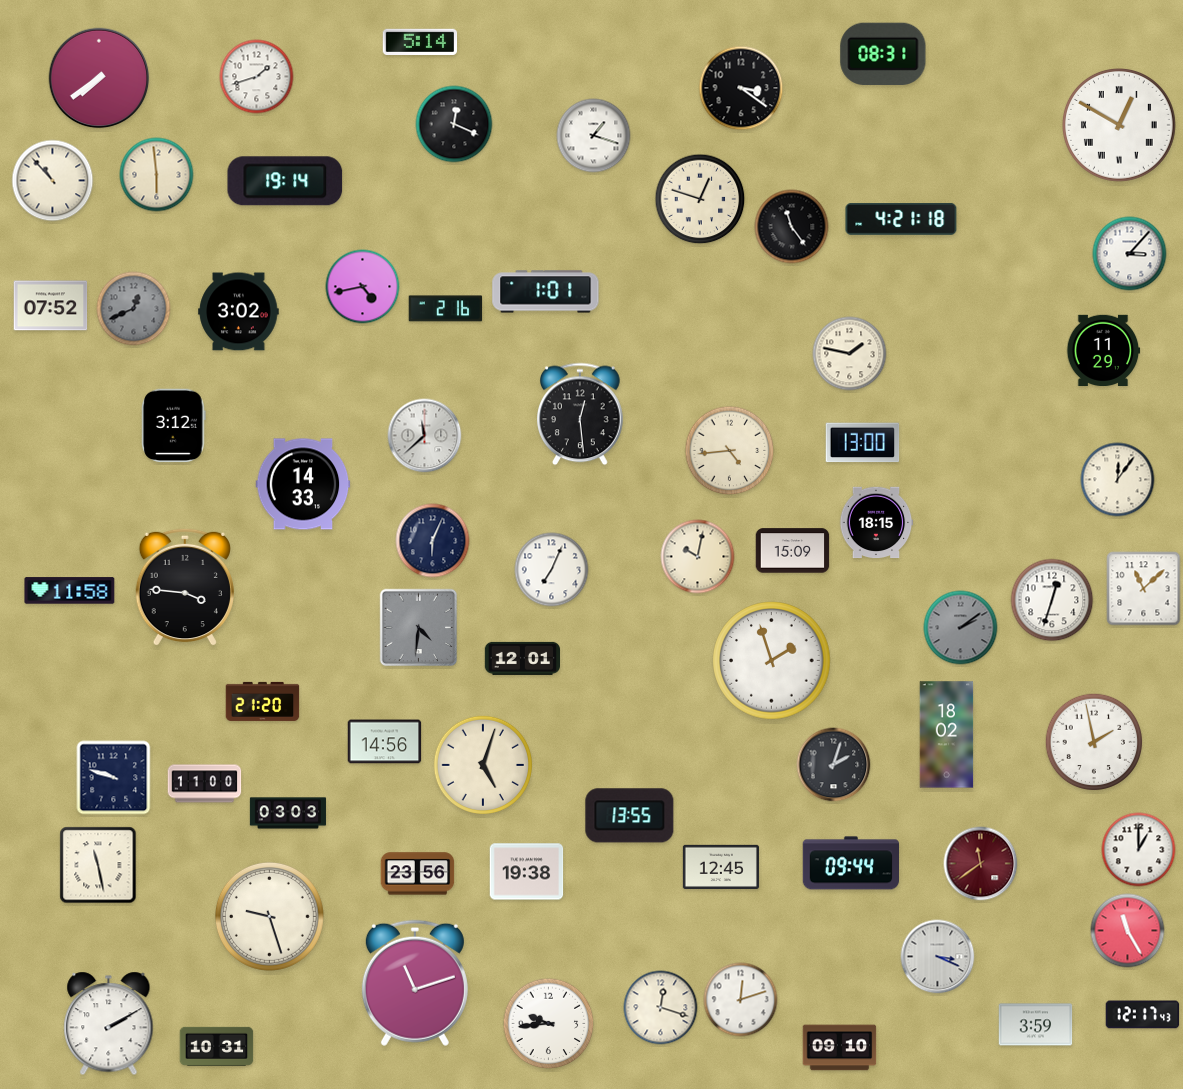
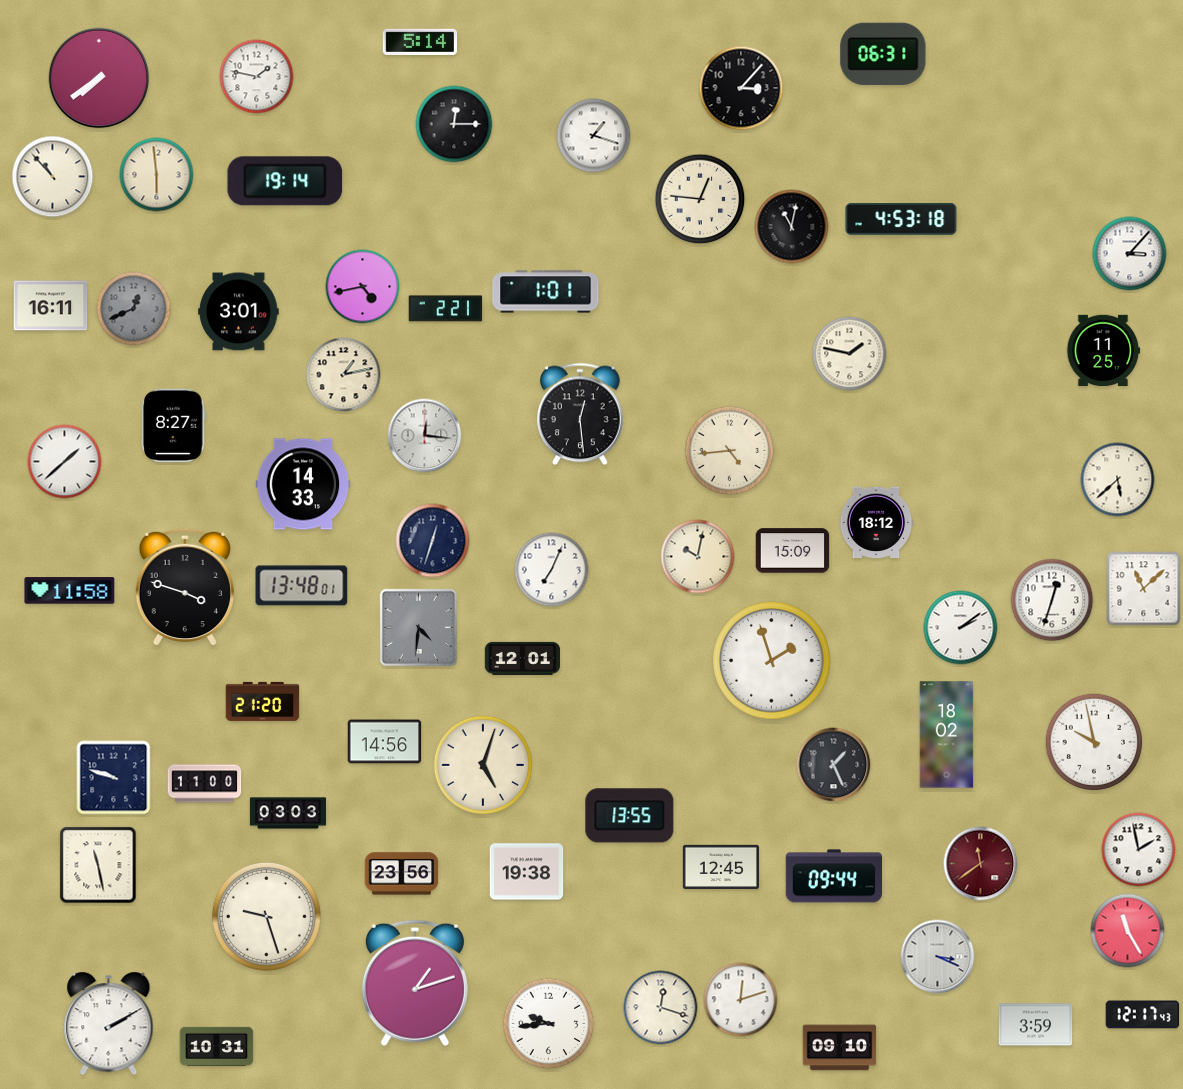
clock at (883, 54): 08:31 -> 06:31
clock at (257, 77): 1:42 -> 1:47
clock at (741, 88): 3:21 -> 3:07
clock at (454, 124): 12:19 -> 12:15
clock at (1120, 126): 12:50 -> none
clock at (53, 181) position: (53, 181) -> (53, 177)
clock at (700, 199): 12:48 -> 12:46
clock at (901, 220): 4:21 -> 4:53
clock at (792, 227): 11:24 -> 11:02
clock at (51, 306): 07:52 -> 16:11
clock at (446, 309): 2:16 -> 2:21
clock at (239, 312): 3:02 -> 3:01
clock at (1103, 350): 11:29 -> 11:25
clock at (344, 375): none -> 1:13
clock at (174, 426): 3:12 -> 8:27
clock at (425, 436): 11:38 -> 12:16
clock at (863, 443): 13:00 -> none
clock at (65, 462): none -> 1:38
clock at (1118, 480): 12:06 -> 5:38
clock at (876, 523): 18:15 -> 18:12
clock at (433, 541): 6:04 -> 12:33
clock at (302, 586): none -> 13:48
clock at (185, 587): 3:46 -> 3:48
clock at (961, 628) dial: grey -> white
clock at (1094, 742): 1:58 -> 9:58
clock at (834, 765): 2:03 -> 1:26
clock at (1139, 850): 1:00 -> 1:58
clock at (850, 863) position: (850, 863) -> (833, 876)
clock at (418, 874) position: (418, 874) -> (402, 874)
clock at (269, 916) position: (269, 916) -> (266, 916)
clock at (415, 983): 11:12 -> 1:12
